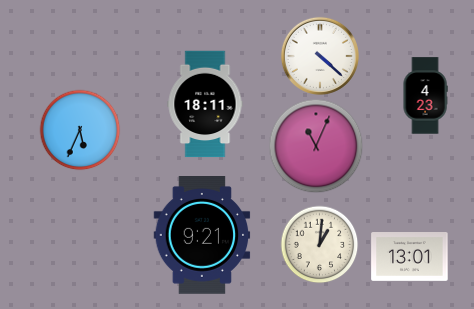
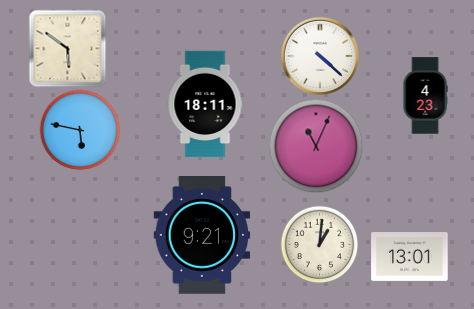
clock at (67, 48): none -> 5:51
clock at (80, 130): 5:34 -> 5:47
